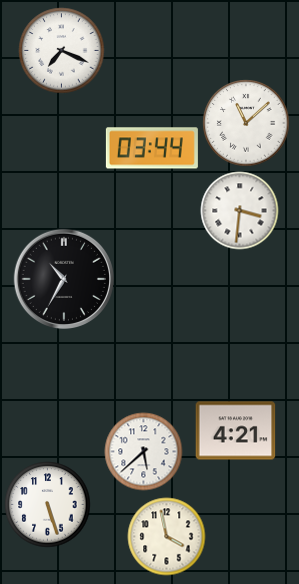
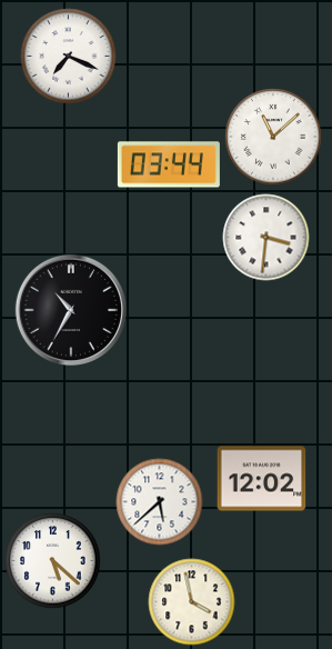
clock at (239, 210) position: (239, 210) -> (265, 237)
clock at (235, 431): 4:21 -> 12:02
clock at (47, 504): 5:27 -> 5:22
clock at (166, 536) position: (166, 536) -> (191, 601)
